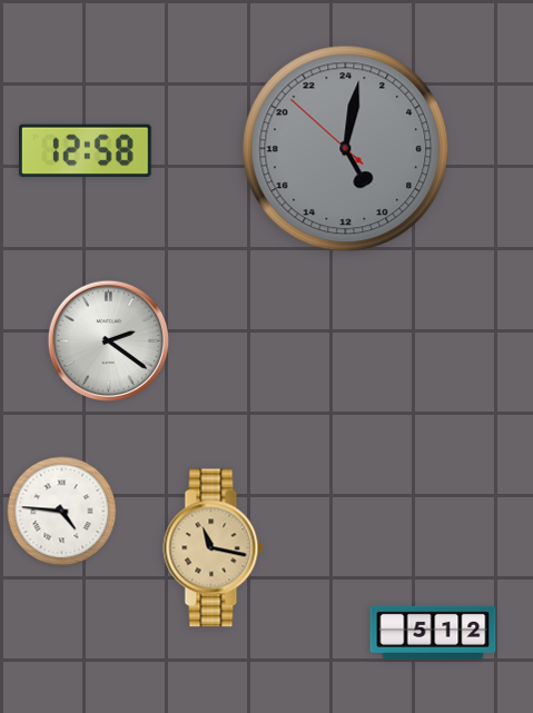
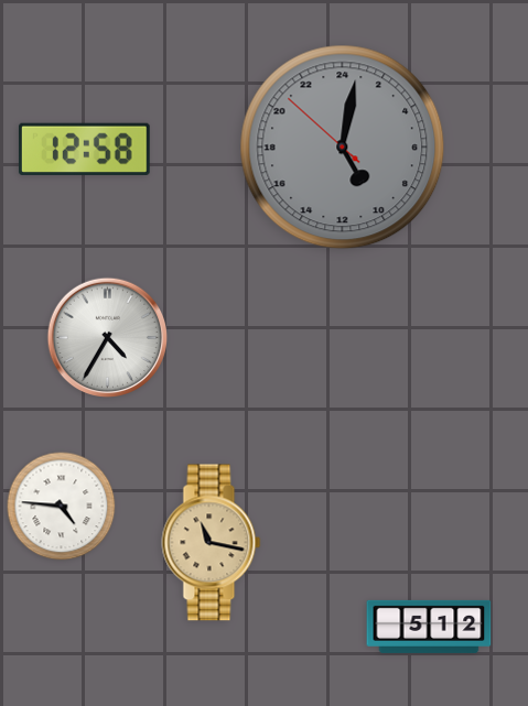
clock at (109, 341): 2:21 -> 4:35
